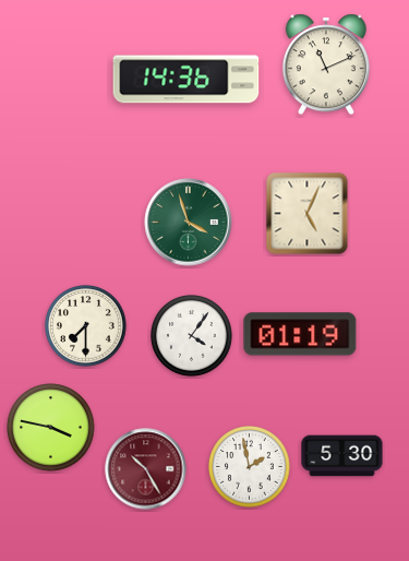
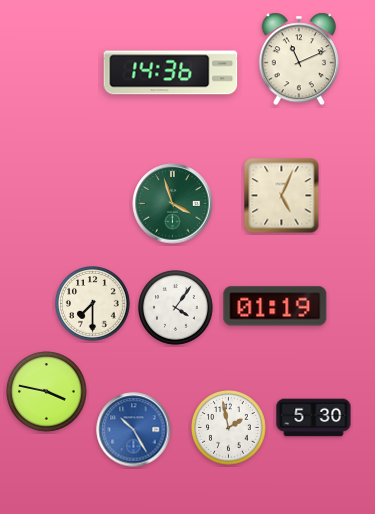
clock at (86, 326) position: (86, 326) -> (93, 304)
clock at (146, 469) dial: burgundy -> blue
